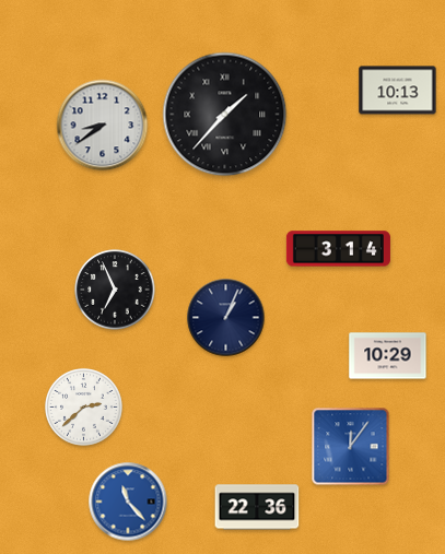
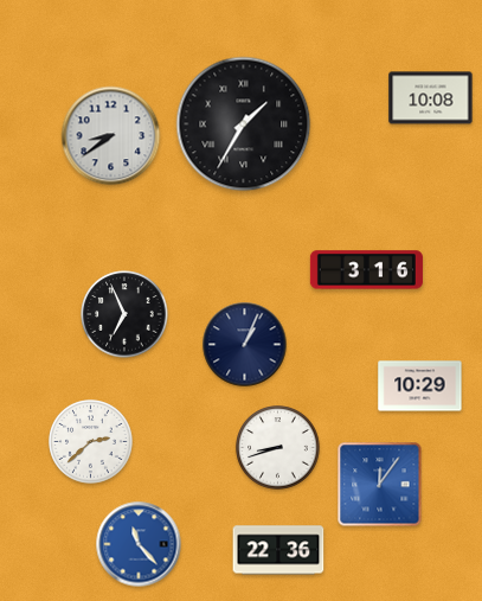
clock at (398, 91): 10:13 -> 10:08
clock at (225, 115): 1:37 -> 1:35
clock at (338, 249): 3:14 -> 3:16
clock at (278, 448): none -> 8:42
